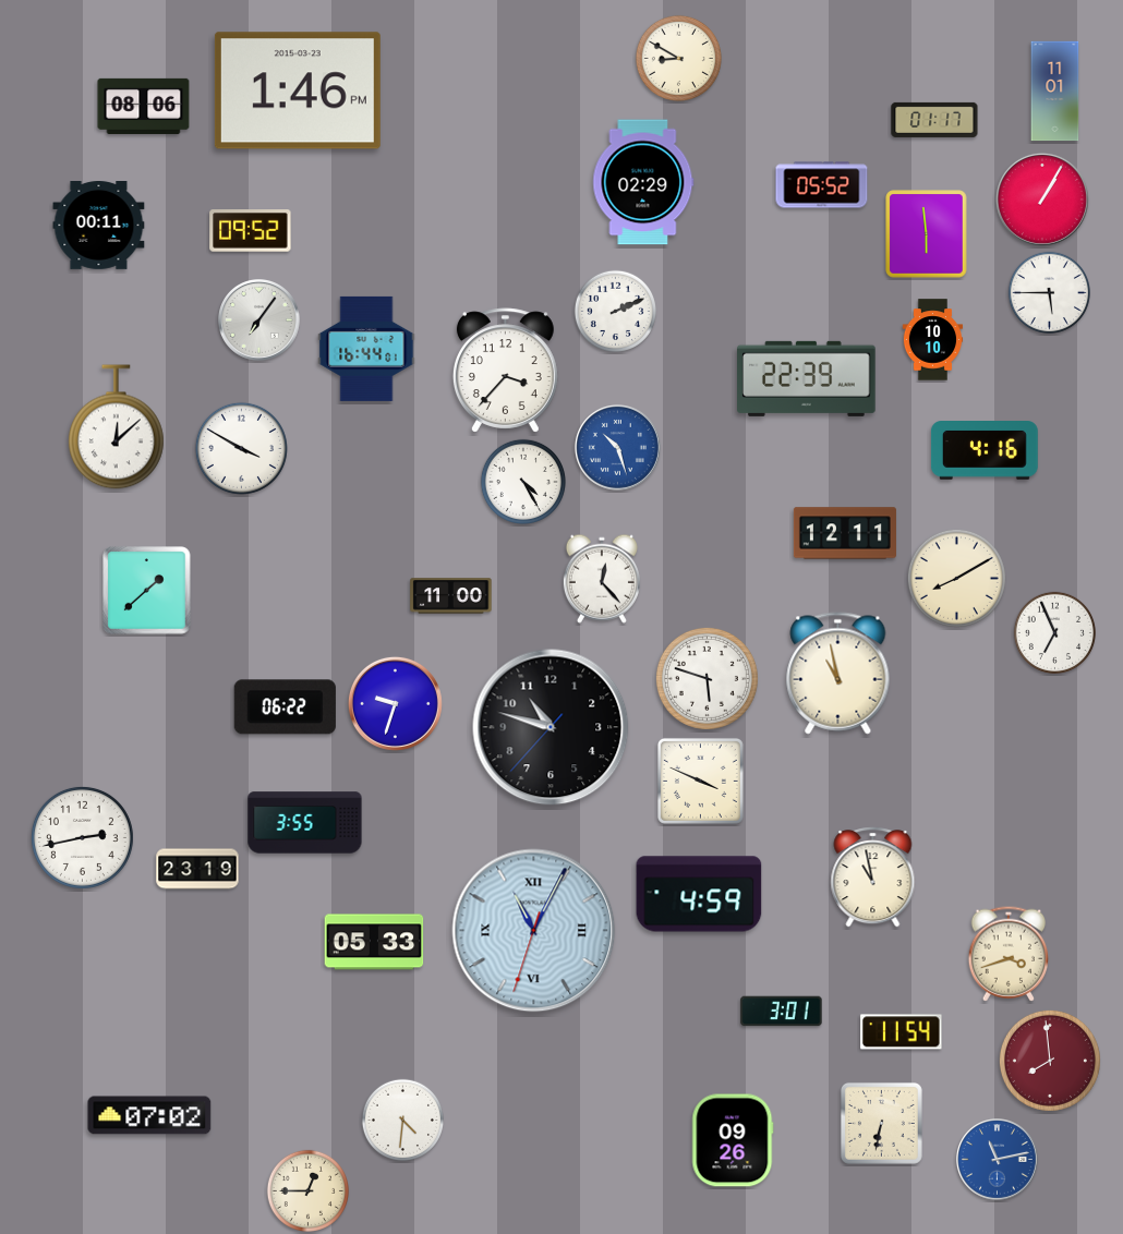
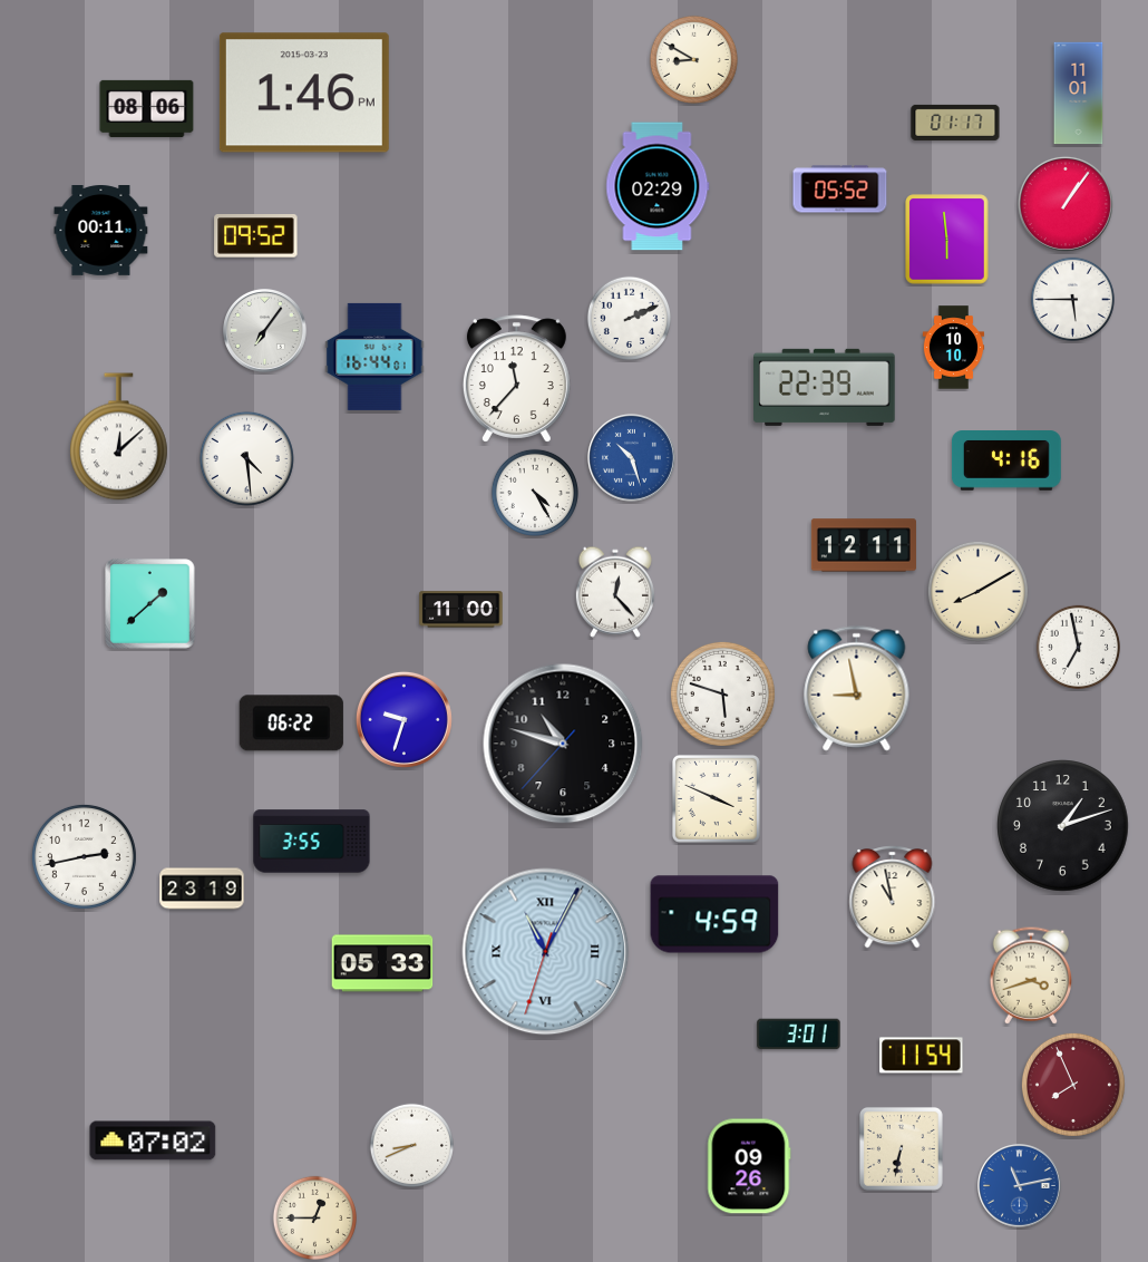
clock at (1042, 199): 1:05 -> 1:06
clock at (259, 320) position: (259, 320) -> (265, 331)
clock at (505, 371): 3:37 -> 11:37
clock at (241, 448): 3:50 -> 4:29
clock at (1054, 632): 6:56 -> 6:58
clock at (838, 674): 10:58 -> 8:58
clock at (1063, 826): none -> 1:12
clock at (1050, 1061): 7:59 -> 7:56
clock at (402, 1120): 4:31 -> 8:41
